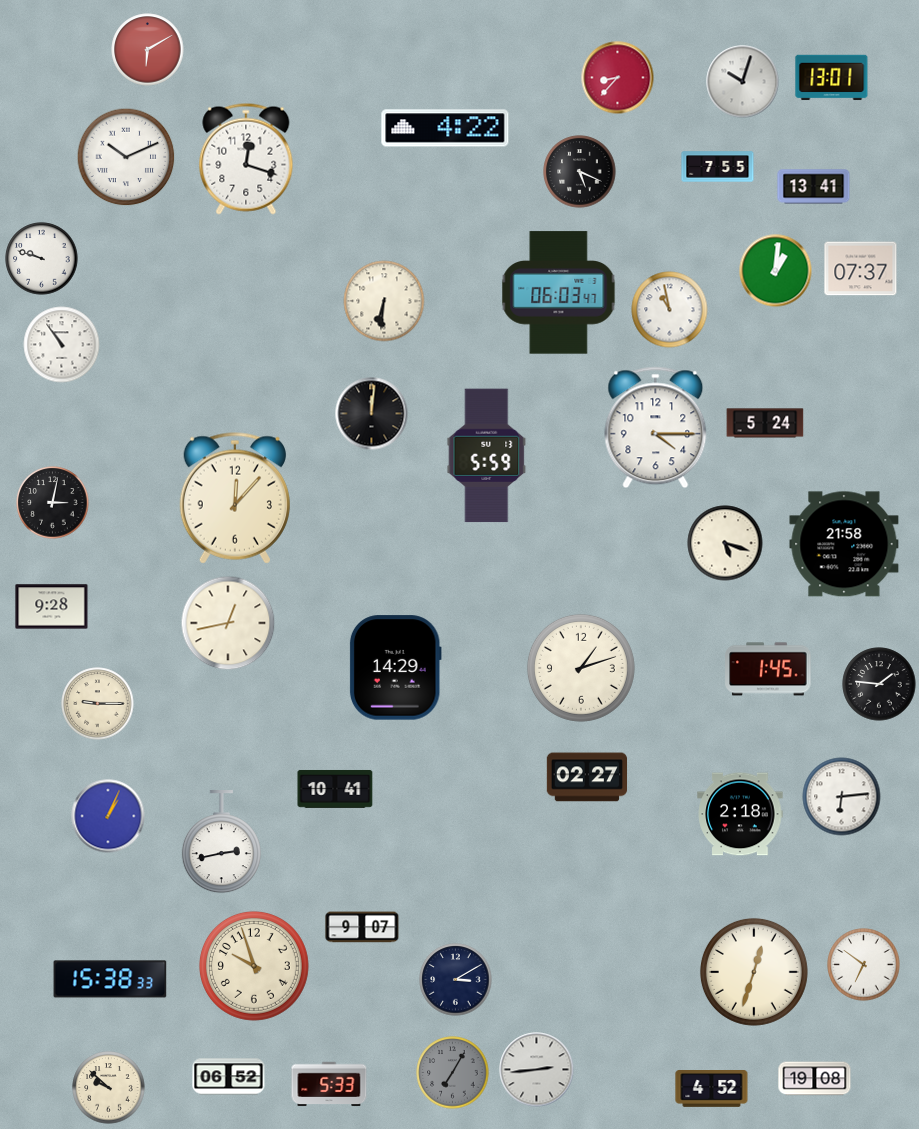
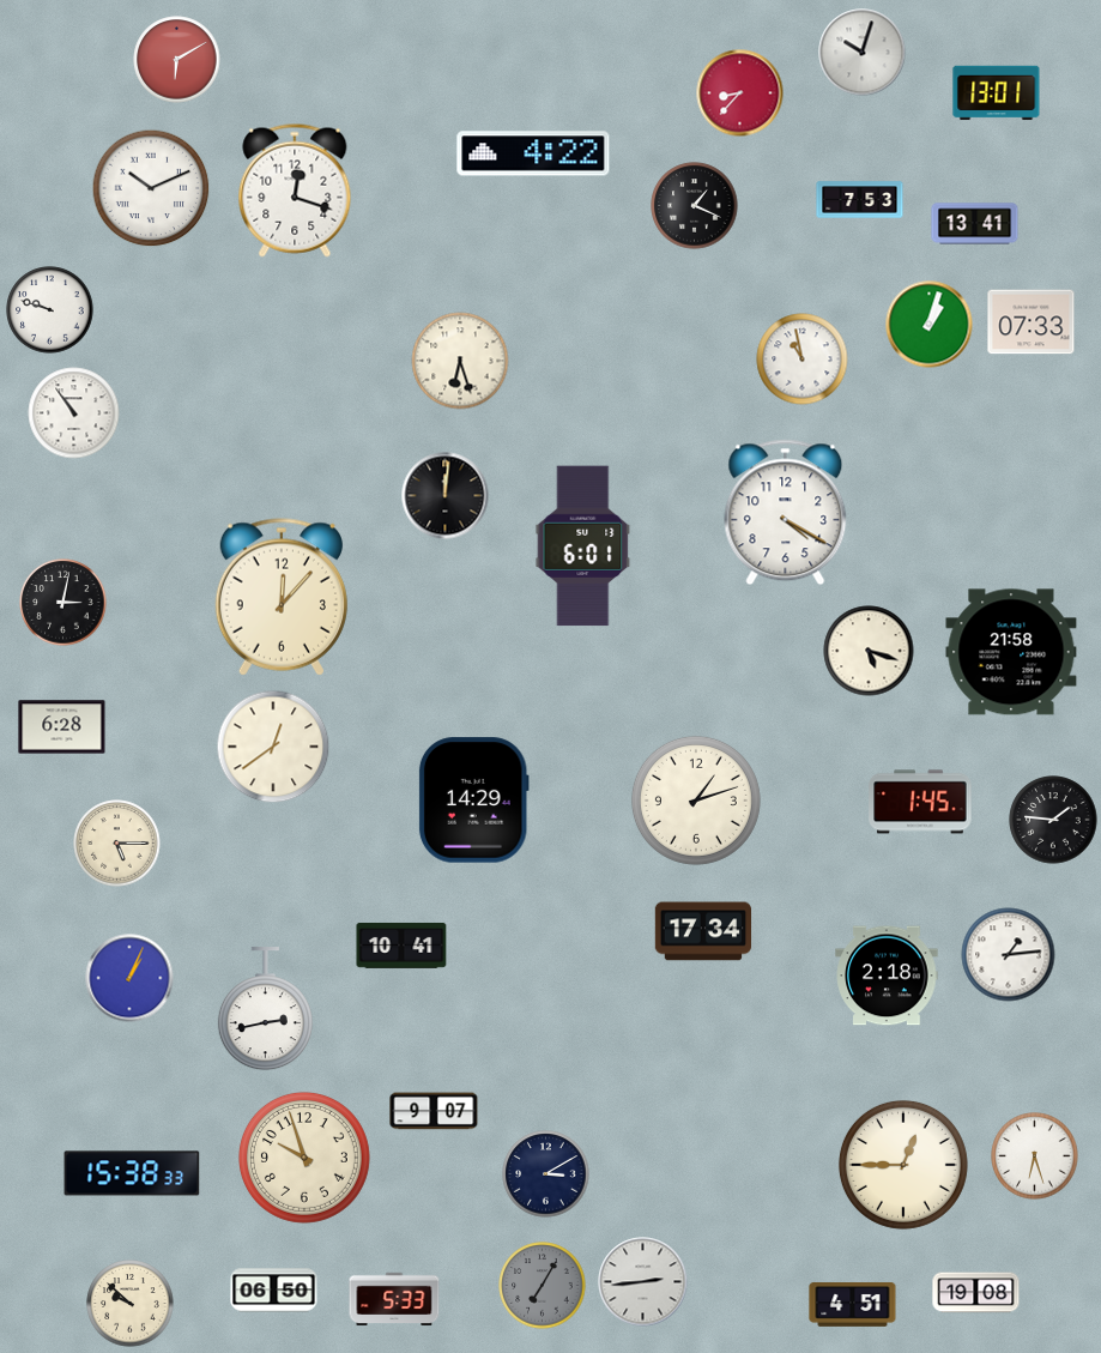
clock at (743, 82) position: (743, 82) -> (863, 53)
clock at (718, 167): 7:55 -> 7:53
clock at (580, 172): 5:19 -> 1:19
clock at (861, 269): 07:37 -> 07:33
clock at (776, 271): 1:01 -> 1:03
clock at (559, 293): 06:03 -> none
clock at (384, 301): 6:31 -> 6:27
clock at (670, 310) position: (670, 310) -> (803, 360)
clock at (765, 423): 5:24 -> none
clock at (656, 428): 4:15 -> 4:20
clock at (487, 456): 5:59 -> 6:01
clock at (52, 607): 9:28 -> 6:28
clock at (228, 623): 12:43 -> 12:39
clock at (98, 704): 9:15 -> 5:15
clock at (587, 777): 02:27 -> 17:34
clock at (842, 797): 6:14 -> 1:14
clock at (864, 965): 6:51 -> 6:27
clock at (754, 972): 12:33 -> 12:45
clock at (229, 1077): 06:52 -> 06:50
clock at (712, 1089): 4:52 -> 4:51
